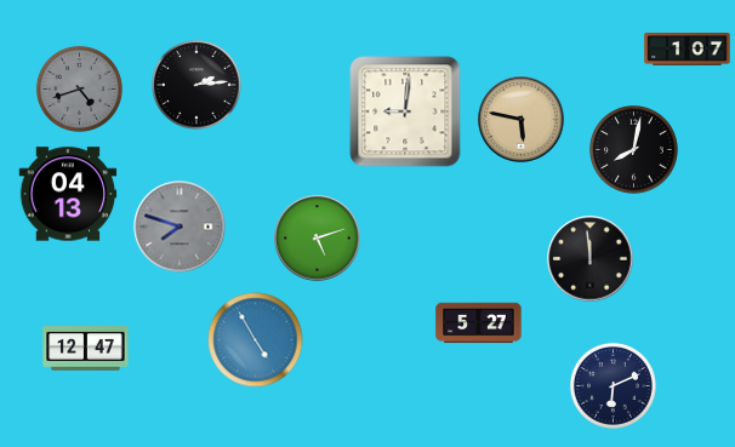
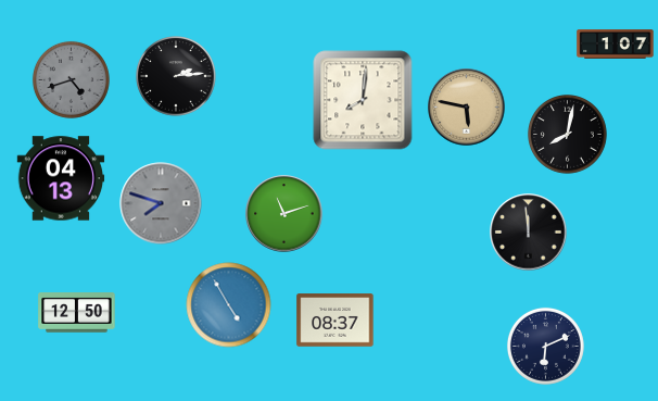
clock at (405, 111): 9:01 -> 8:01
clock at (68, 194) position: (68, 194) -> (61, 178)
clock at (318, 239): 5:12 -> 11:12
clock at (479, 323): 5:27 -> none
clock at (86, 349): 12:47 -> 12:50
clock at (336, 321): none -> 08:37
clock at (612, 385) position: (612, 385) -> (545, 346)
